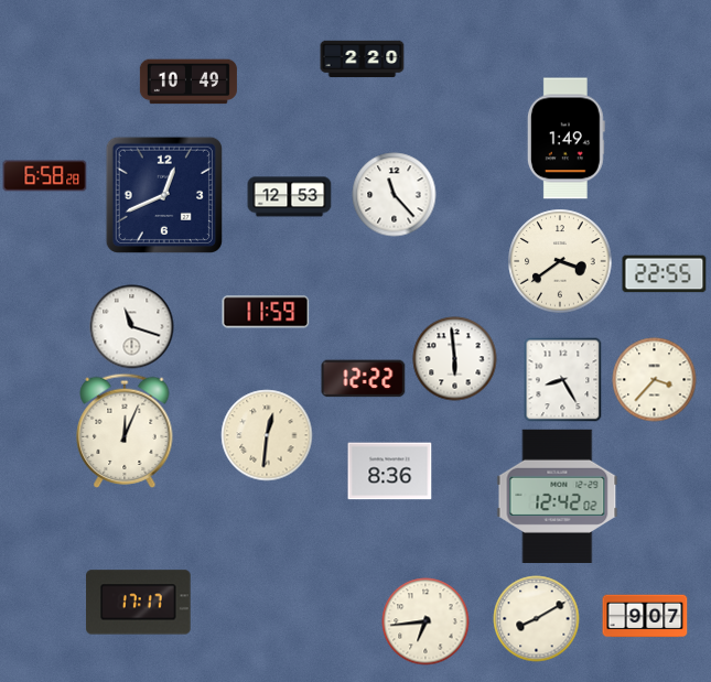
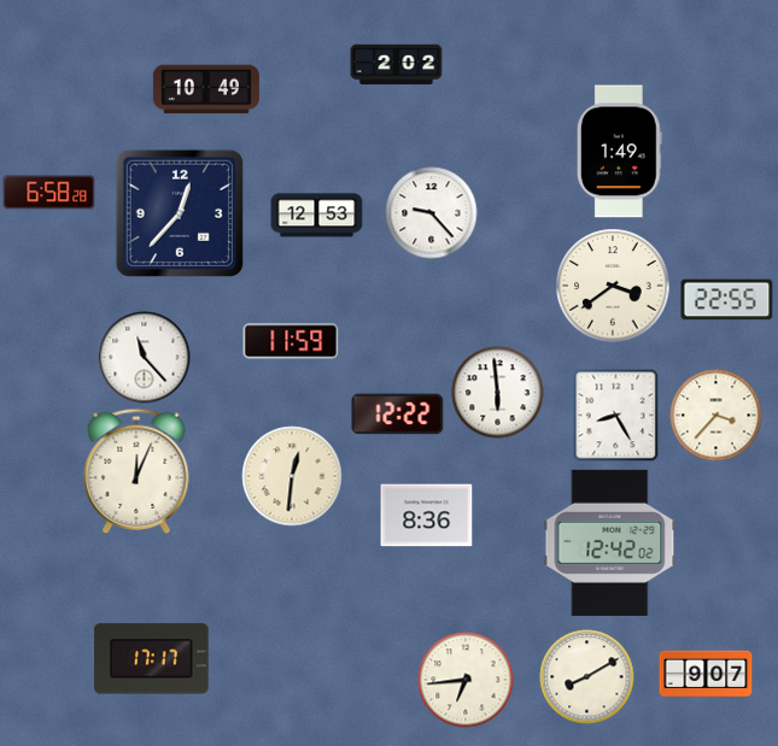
clock at (363, 59): 2:20 -> 2:02
clock at (164, 195): 12:41 -> 12:37
clock at (395, 195): 11:23 -> 9:23
clock at (132, 327): 11:18 -> 11:23
